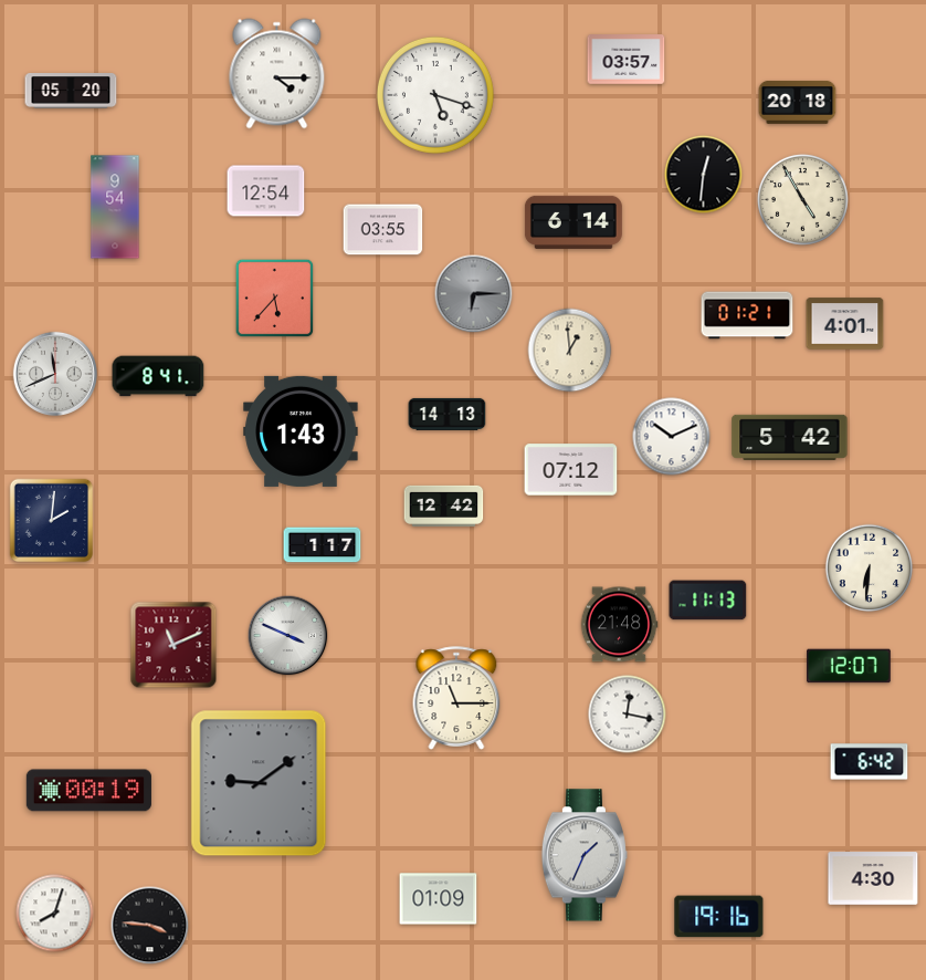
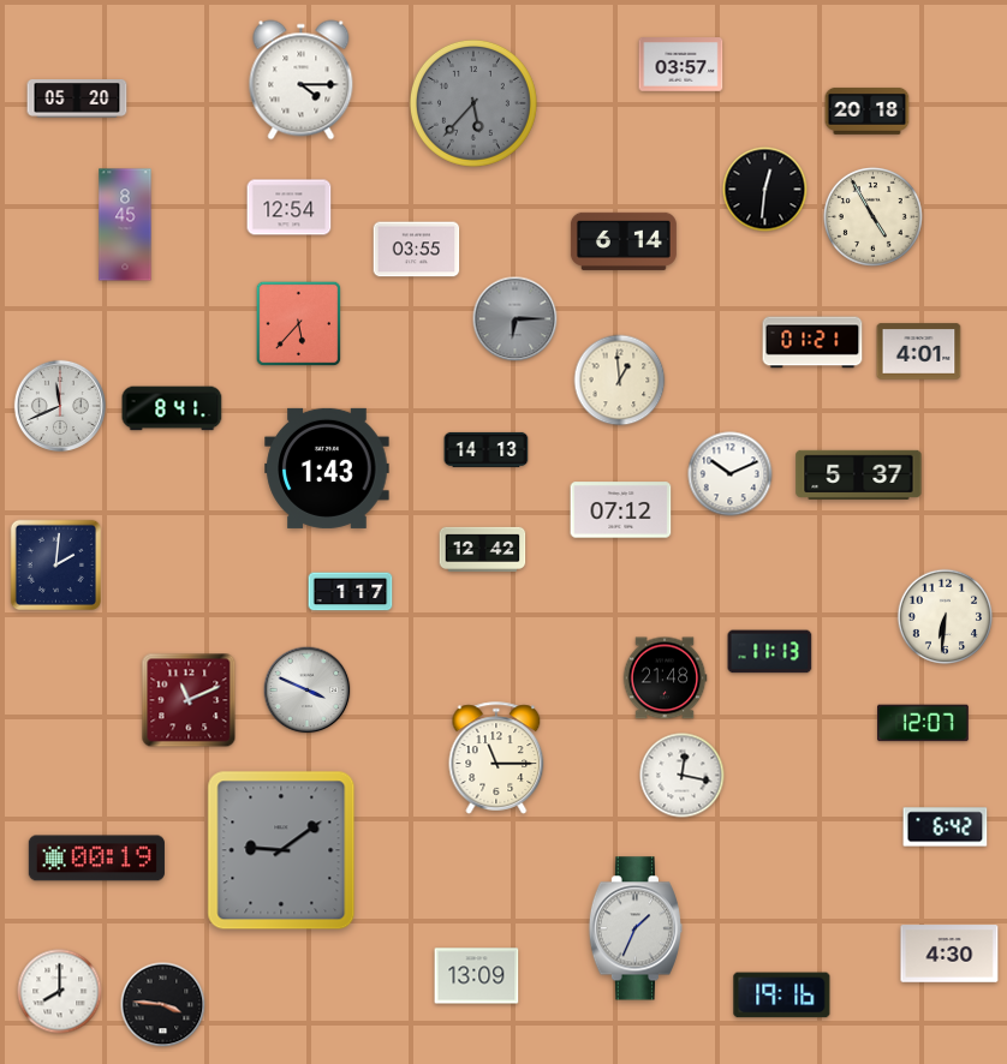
clock at (435, 95): 5:18 -> 5:37
clock at (435, 95) dial: white -> grey
clock at (115, 207): 9:54 -> 8:45
clock at (790, 437): 5:42 -> 5:37
clock at (619, 625) position: (619, 625) -> (665, 679)
clock at (288, 636) position: (288, 636) -> (308, 691)
clock at (439, 899): 01:09 -> 13:09
clock at (55, 914): 8:03 -> 8:00
